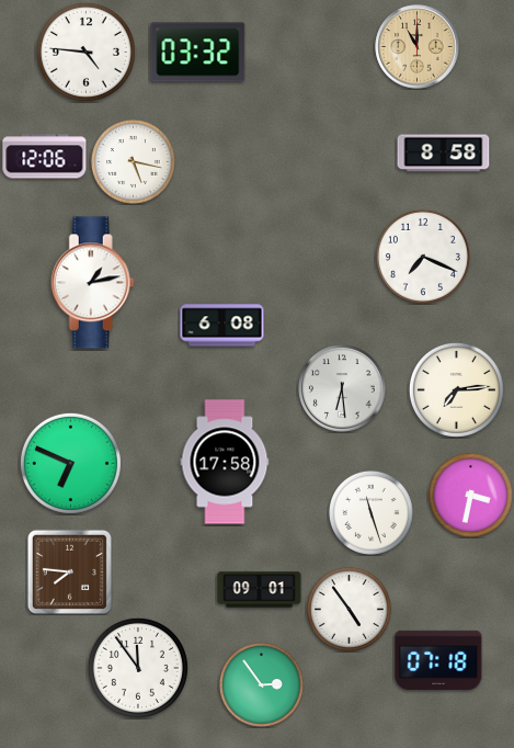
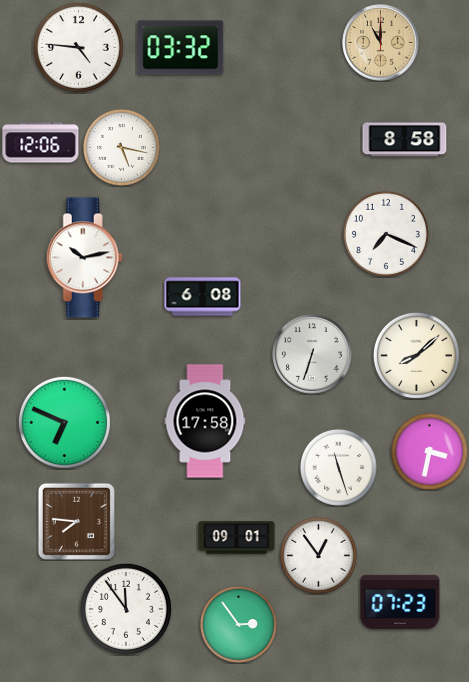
clock at (92, 283): 1:13 -> 10:13
clock at (342, 388): 6:29 -> 6:33
clock at (456, 389): 7:14 -> 8:08
clock at (69, 571) position: (69, 571) -> (76, 521)
clock at (349, 609): 4:54 -> 12:54
clock at (438, 660): 07:18 -> 07:23
